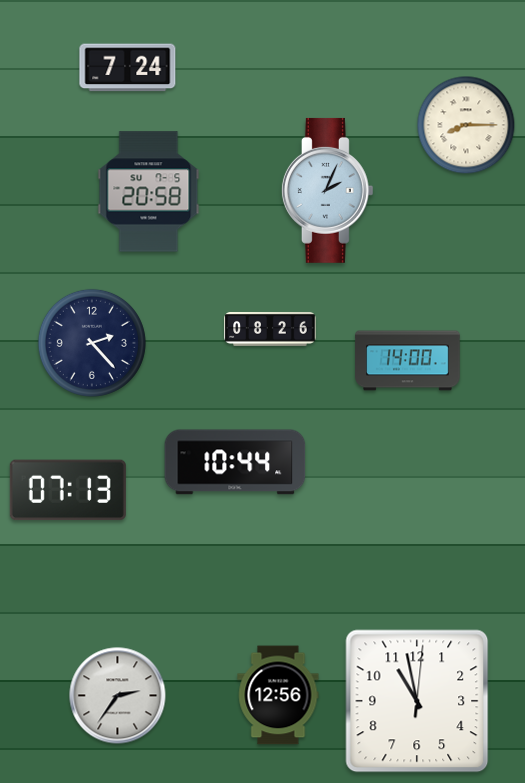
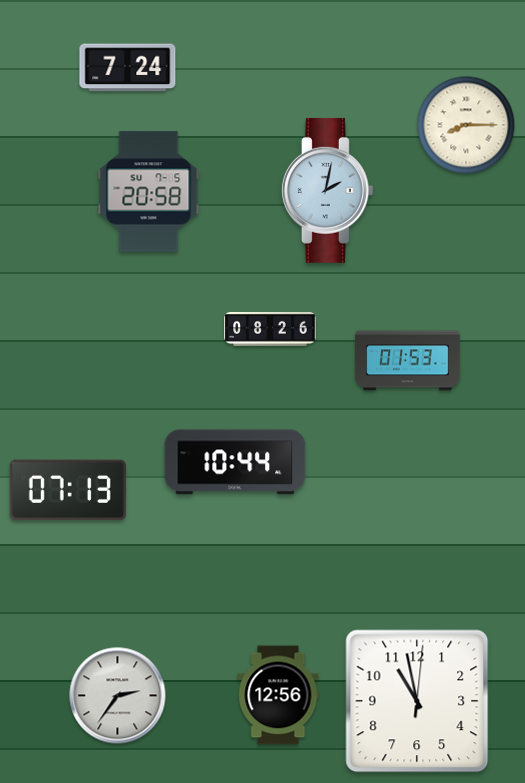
clock at (327, 190): 2:04 -> 2:02
clock at (92, 343): 2:23 -> none
clock at (408, 361): 14:00 -> 01:53
